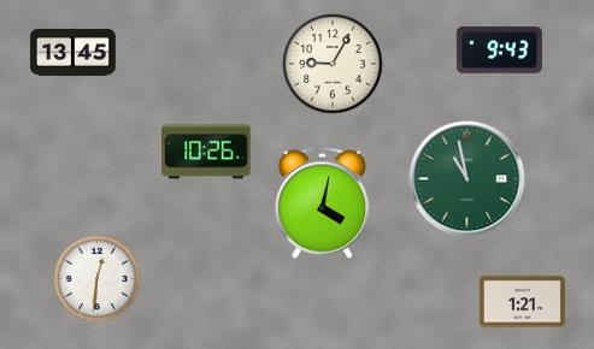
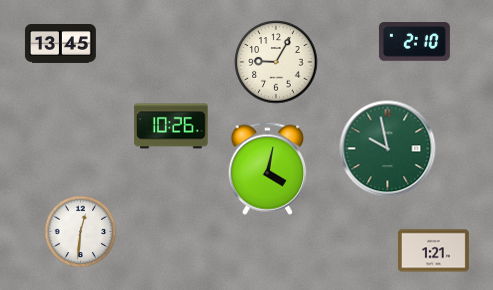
clock at (499, 51): 9:43 -> 2:10
clock at (333, 64) position: (333, 64) -> (276, 62)
clock at (467, 179): 10:58 -> 9:58
